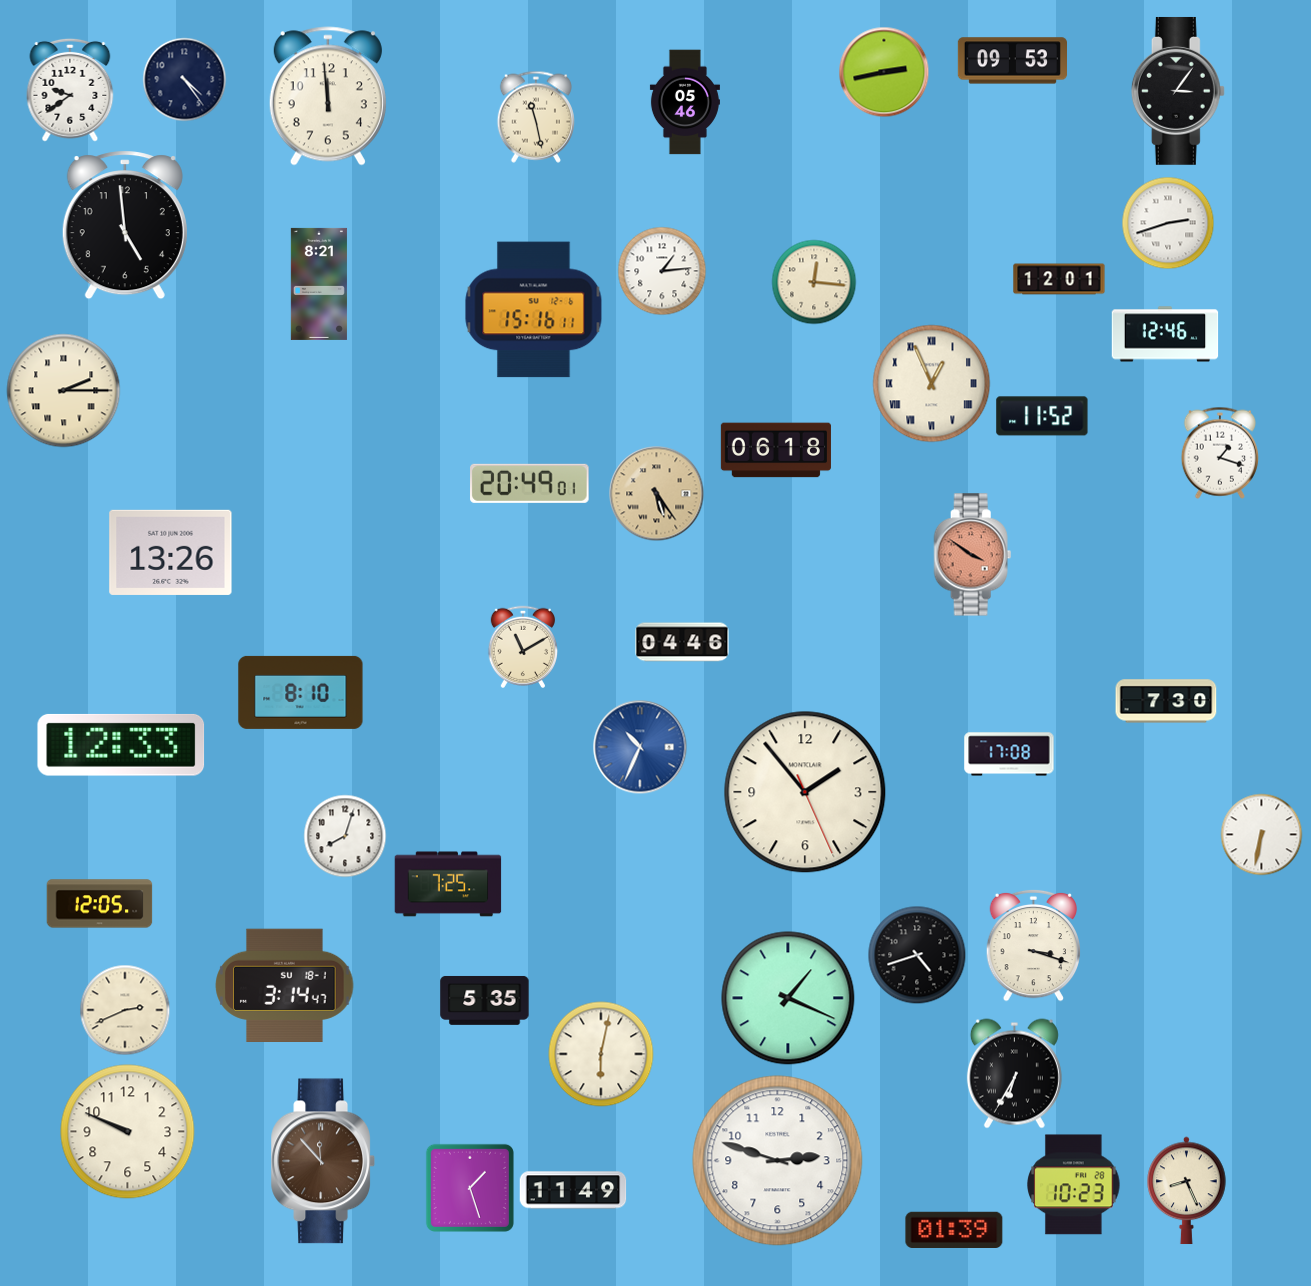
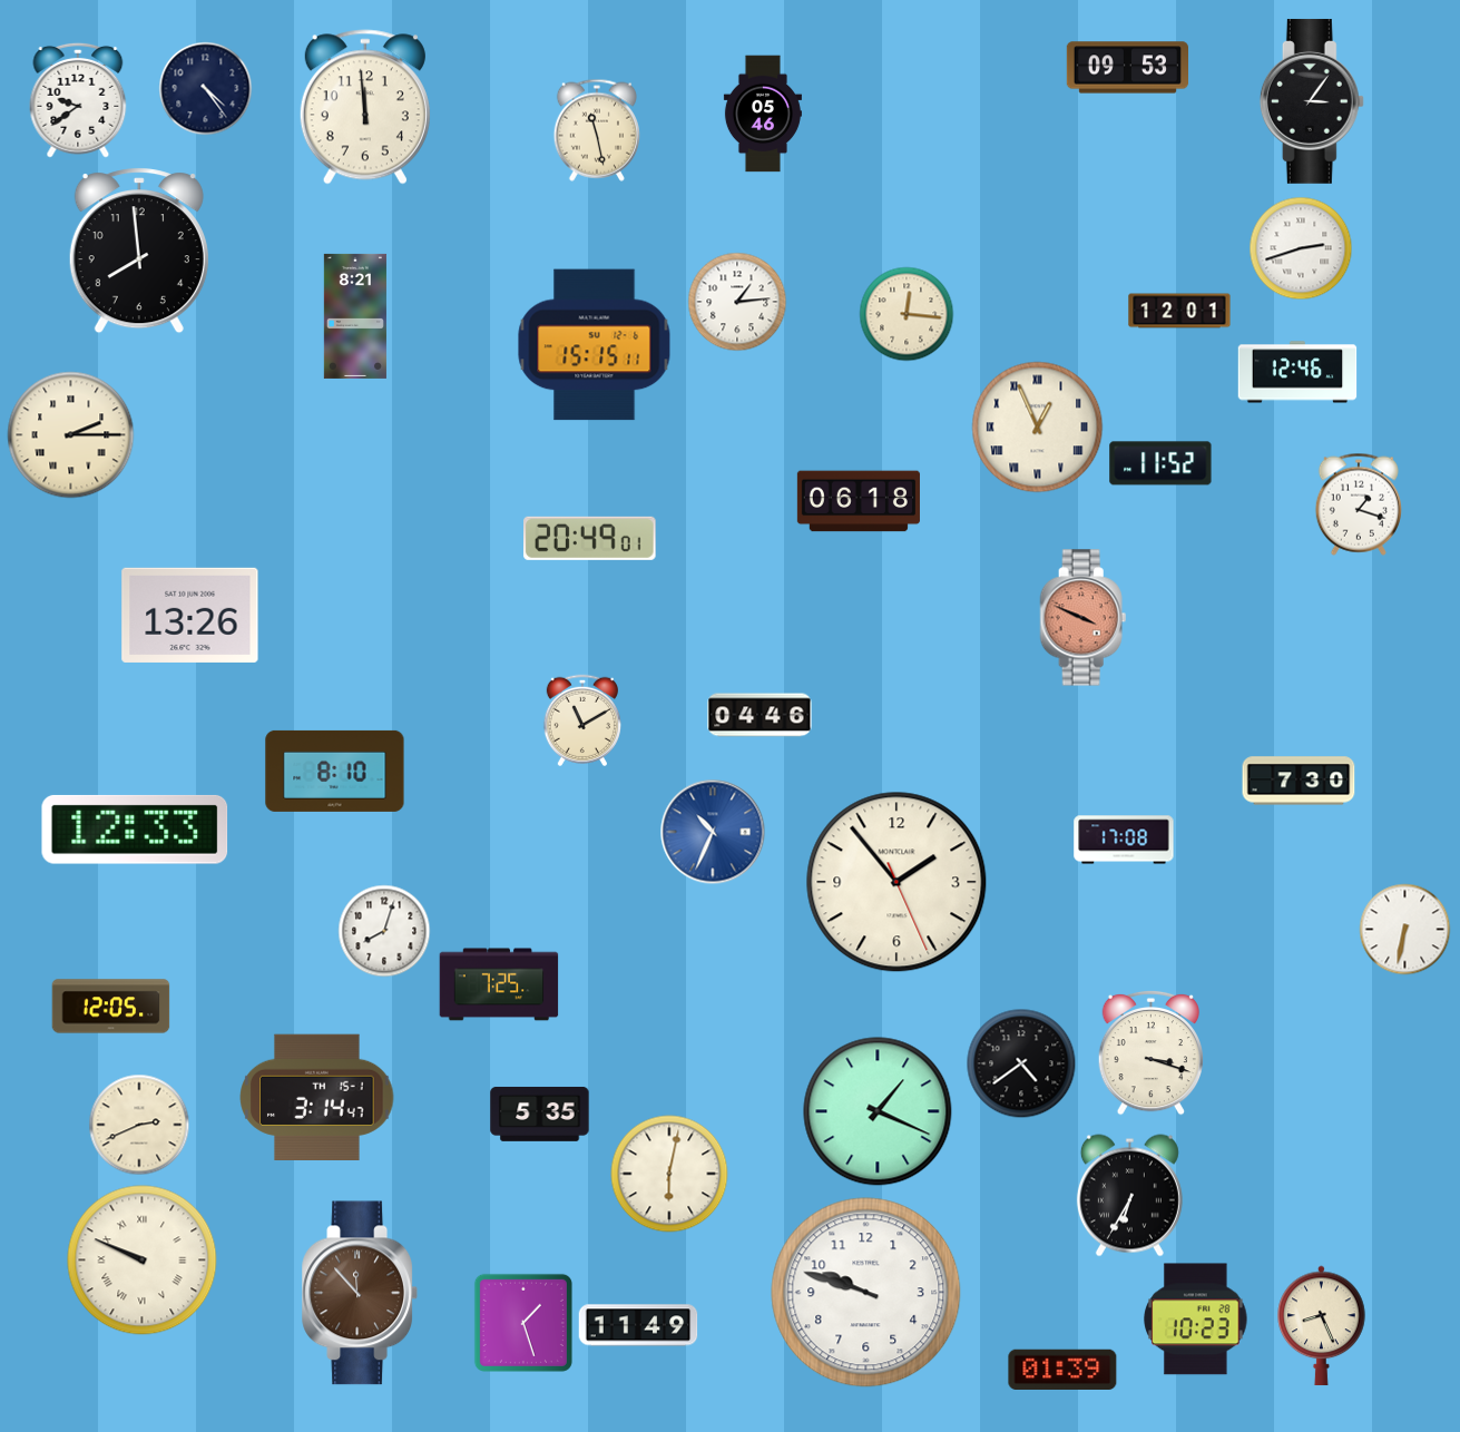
clock at (884, 72): 2:43 -> none
clock at (125, 225): 4:59 -> 7:59
clock at (534, 310): 15:16 -> 15:15
clock at (776, 450) position: (776, 450) -> (859, 501)
clock at (657, 494): 5:24 -> none
clock at (973, 555): 3:51 -> 3:49
clock at (917, 955): 4:42 -> 4:39
clock at (285, 985) date: SU 18-1 -> TH 15-1
clock at (128, 1132) numerals: Arabic -> Roman
clock at (778, 1161): 2:48 -> 9:48
